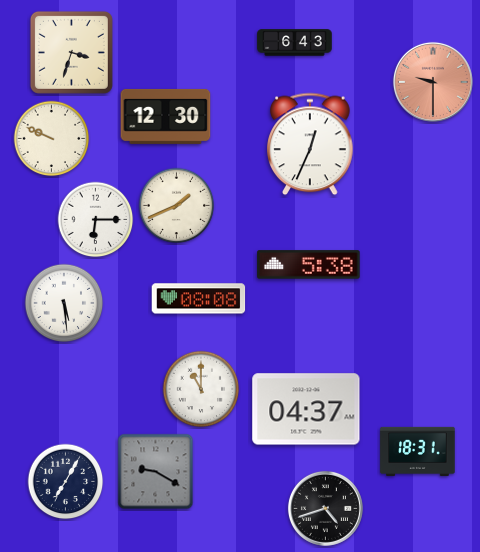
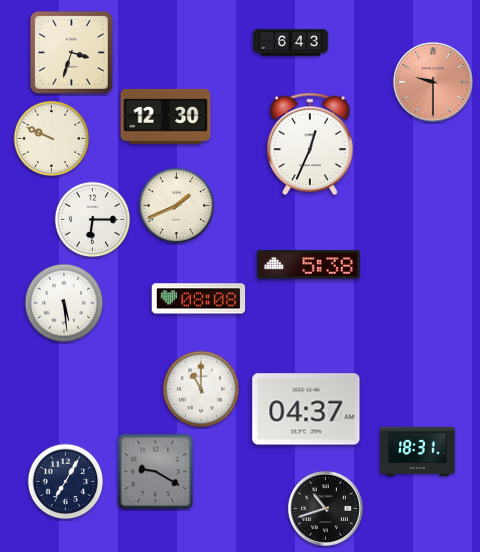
clock at (295, 43) position: (295, 43) -> (291, 43)
clock at (96, 220) position: (96, 220) -> (93, 220)
clock at (325, 508): 4:42 -> 10:42
